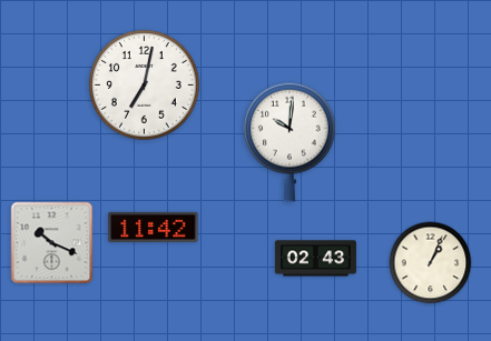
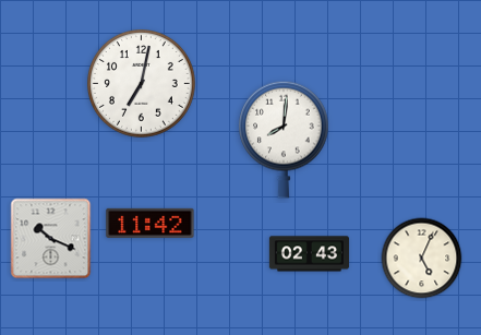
clock at (289, 142): 10:01 -> 8:01
clock at (431, 263): 1:04 -> 5:04
